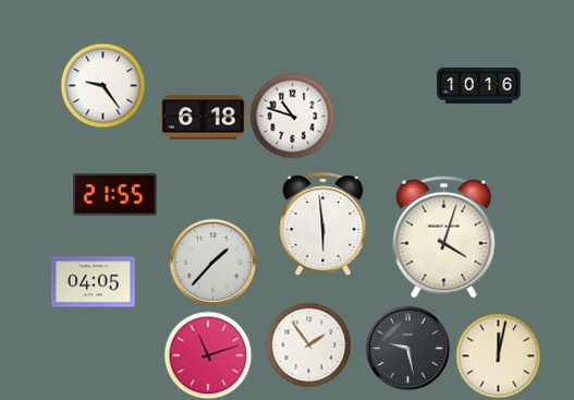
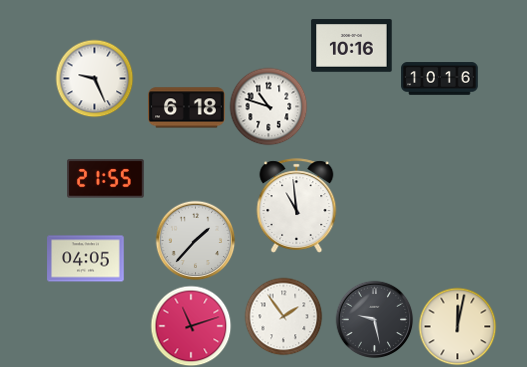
clock at (352, 46): none -> 10:16
clock at (102, 85): 9:24 -> 9:26
clock at (323, 225): 5:59 -> 10:59
clock at (444, 238): 4:03 -> none
